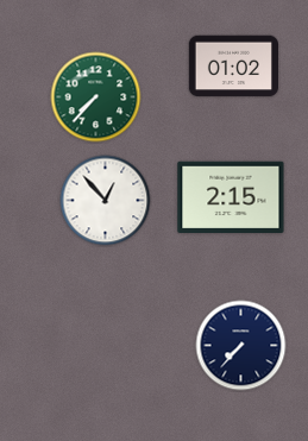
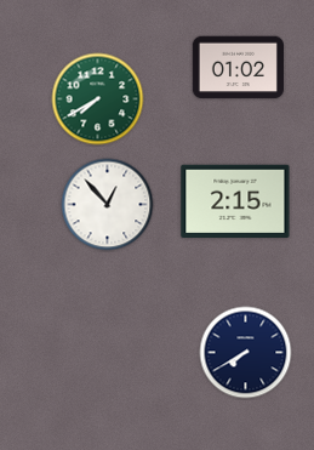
clock at (96, 97): 7:37 -> 7:40
clock at (241, 346): 7:37 -> 7:40
